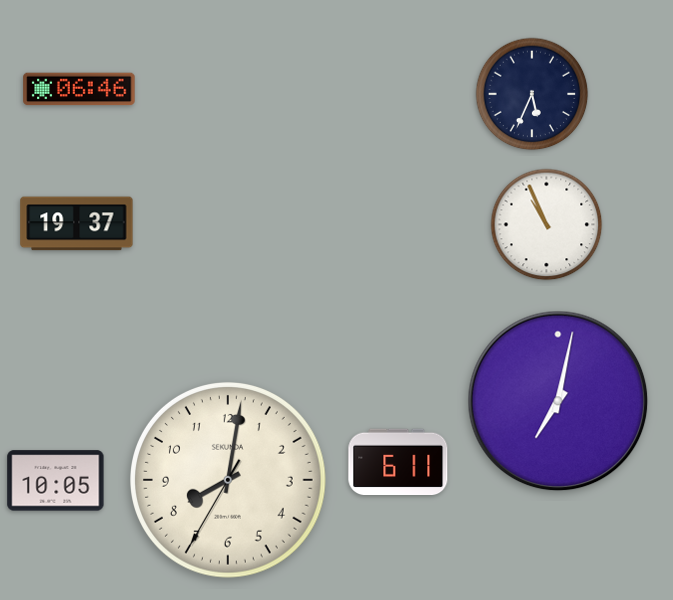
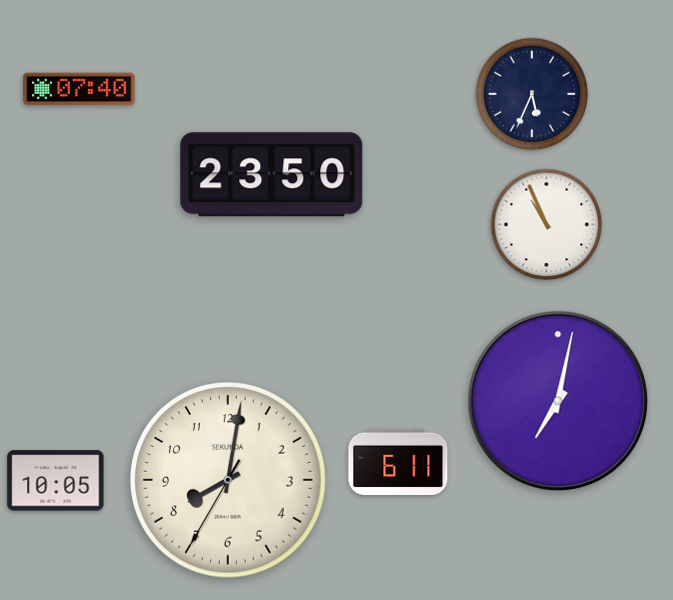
clock at (79, 89): 06:46 -> 07:40
clock at (272, 175): none -> 23:50
clock at (77, 224): 19:37 -> none
